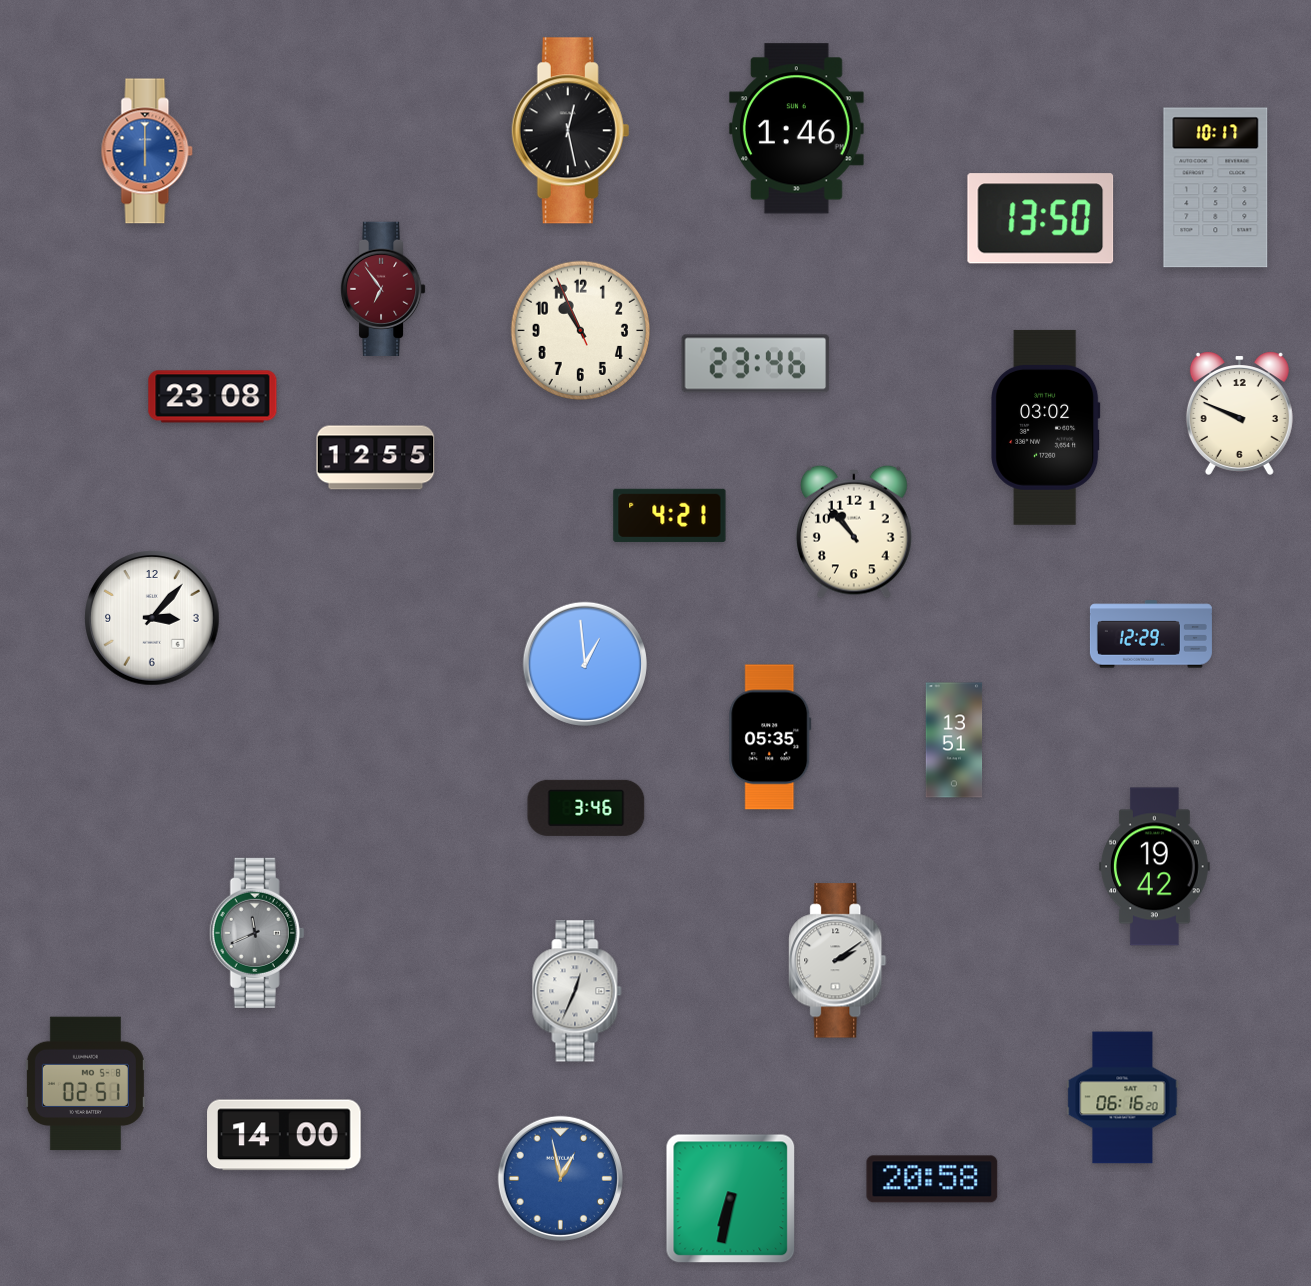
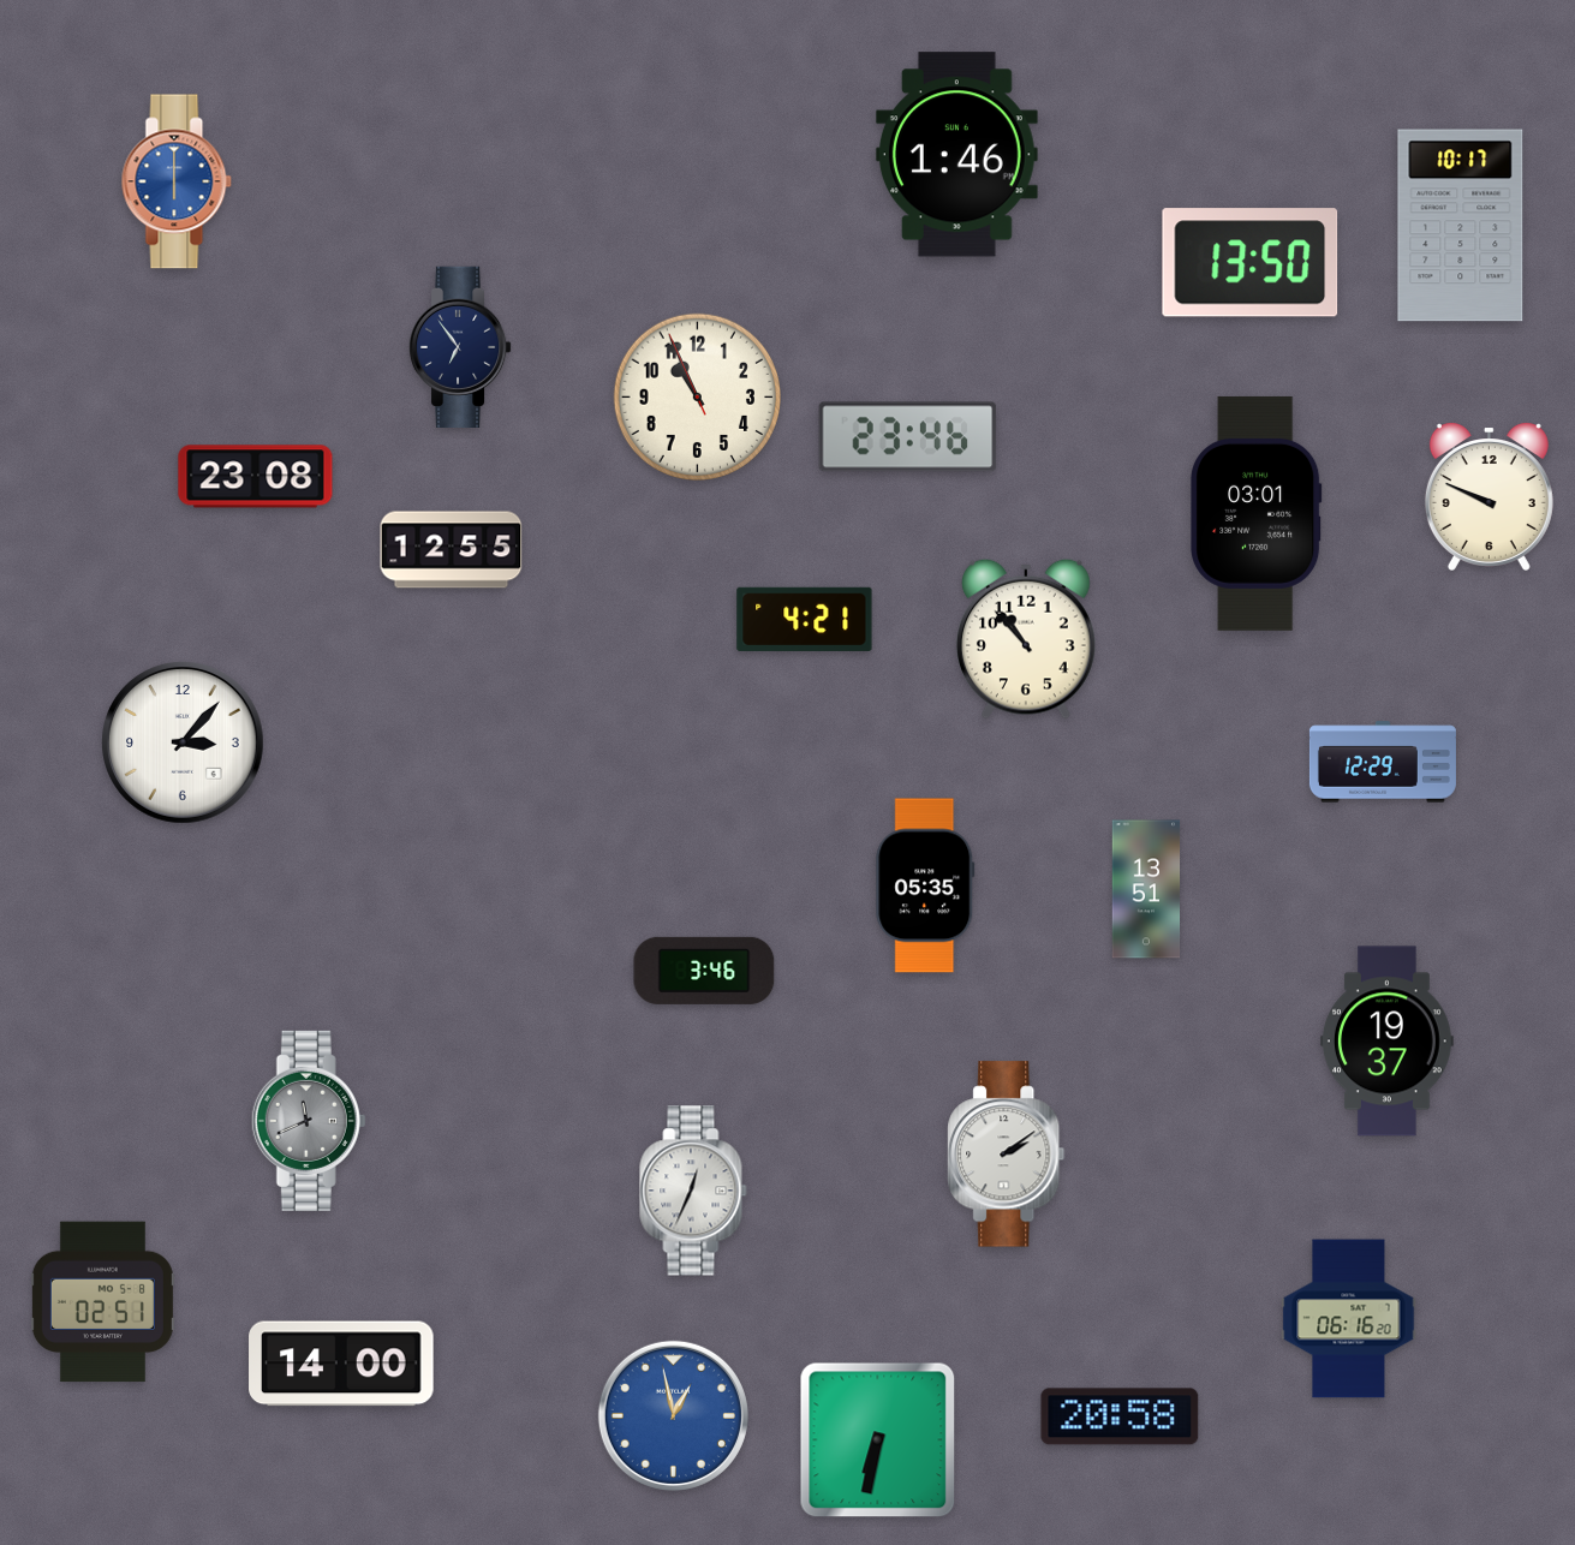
clock at (571, 131): 12:28 -> none
clock at (383, 288) dial: burgundy -> navy
clock at (1046, 427): 03:02 -> 03:01
clock at (585, 664): 12:59 -> none
clock at (1154, 867): 19:42 -> 19:37
